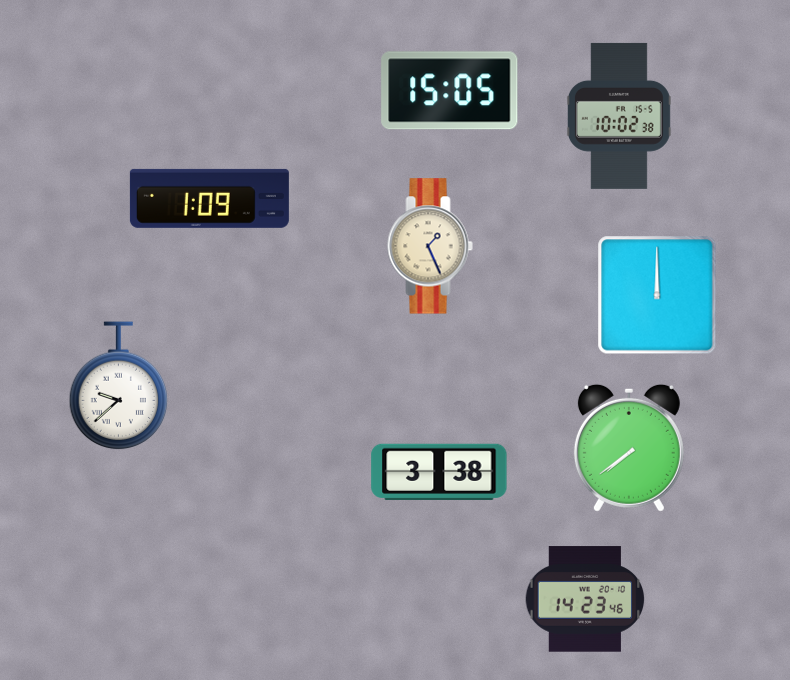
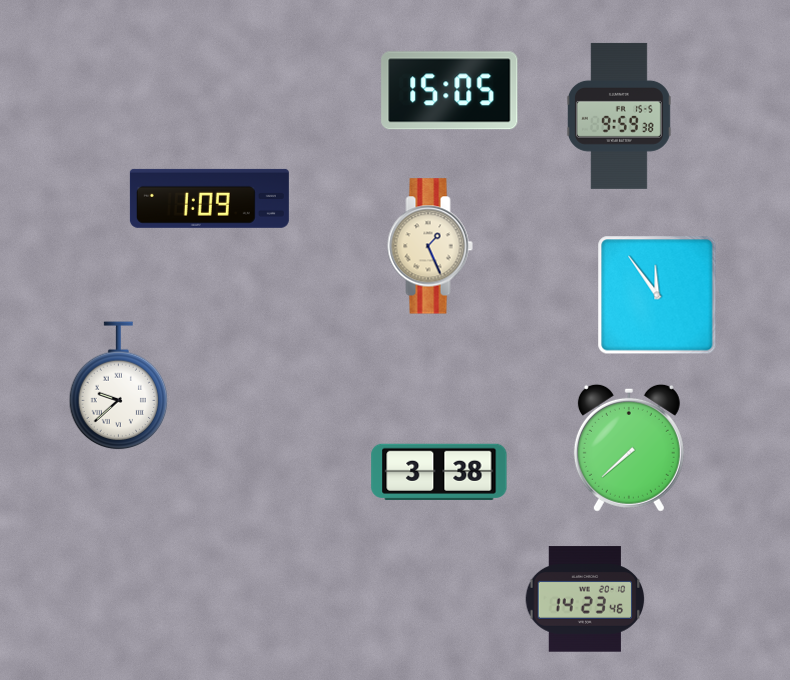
clock at (619, 116): 10:02 -> 9:59
clock at (657, 295): 12:00 -> 11:54
clock at (629, 448): 7:39 -> 7:38
